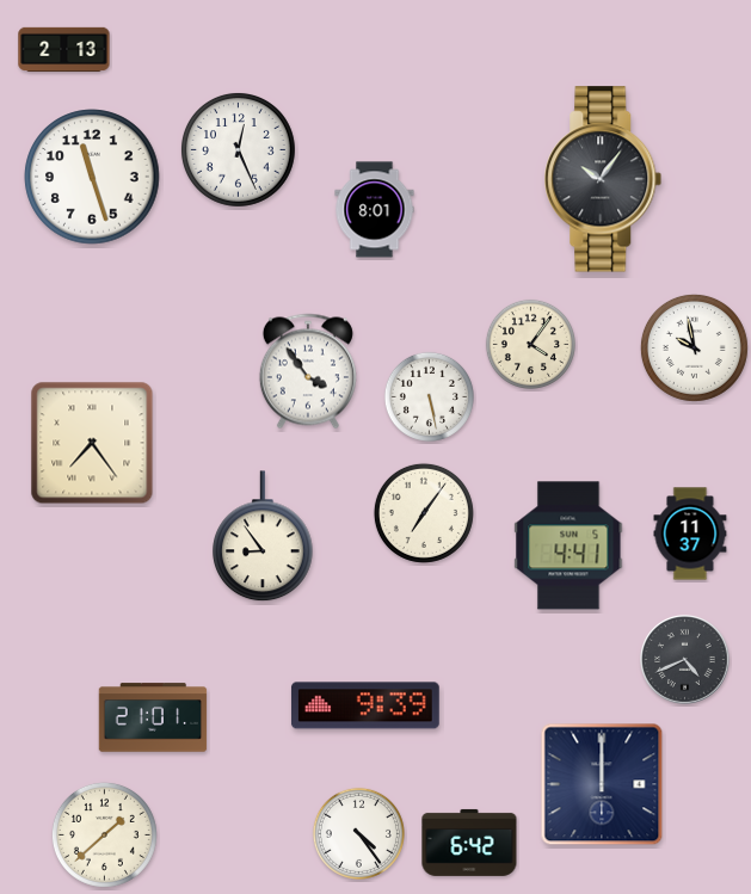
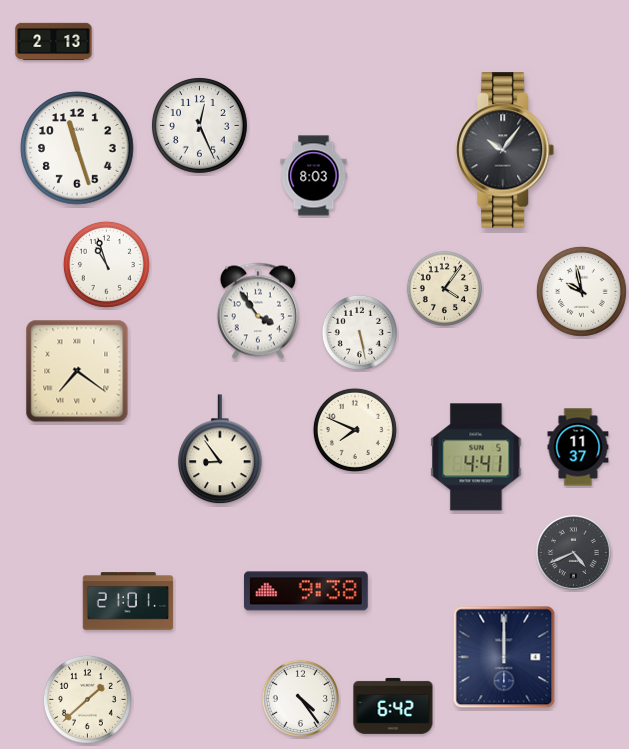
clock at (375, 210): 8:01 -> 8:03
clock at (106, 264): none -> 10:57
clock at (92, 443): 7:24 -> 7:21
clock at (424, 513): 7:06 -> 7:49
clock at (365, 705): 9:39 -> 9:38
